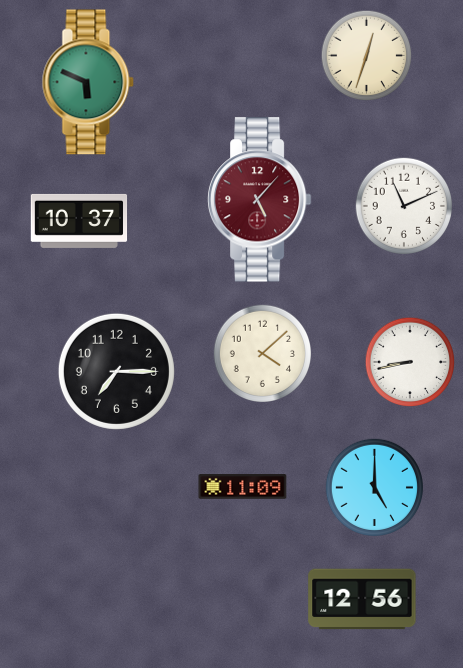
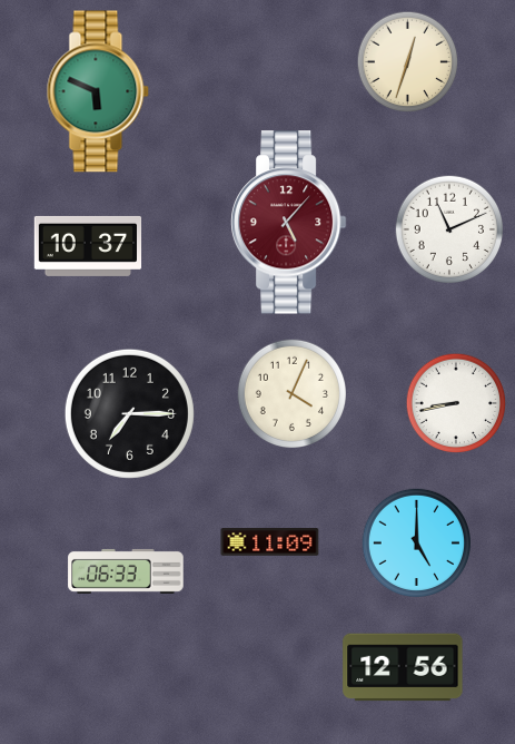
clock at (262, 353): 4:08 -> 4:04
clock at (126, 571): none -> 06:33
